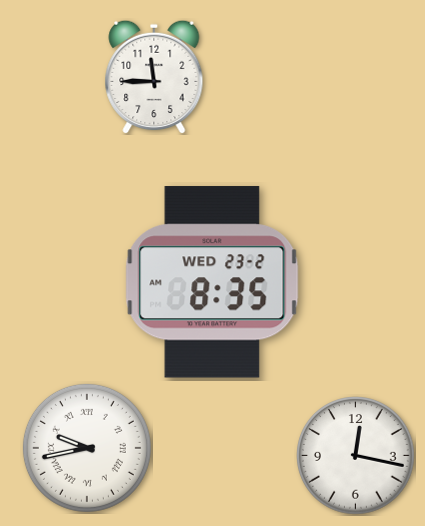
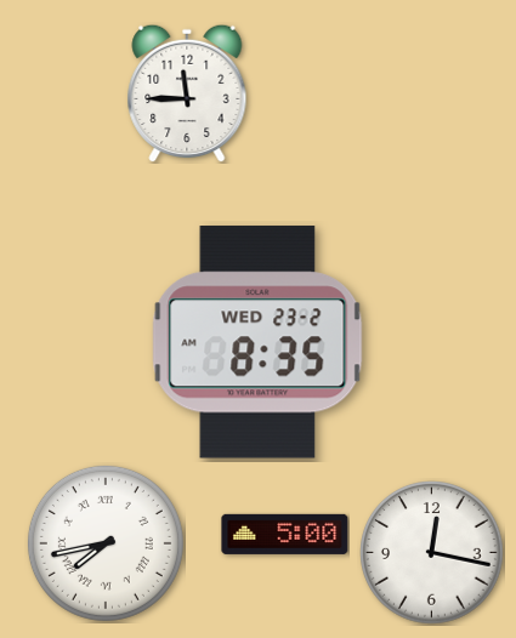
clock at (285, 534): none -> 5:00
clock at (87, 448): 9:43 -> 7:43
